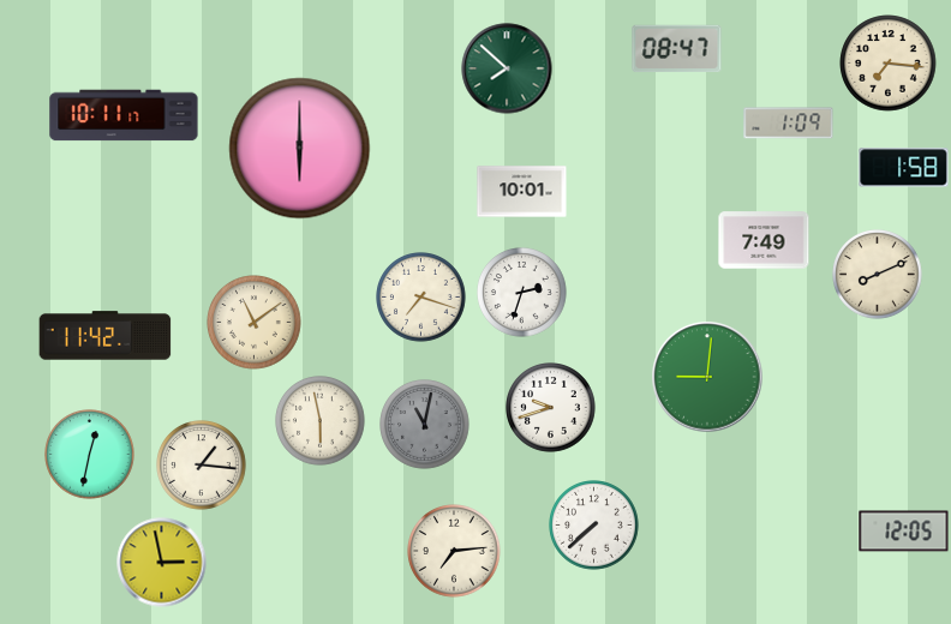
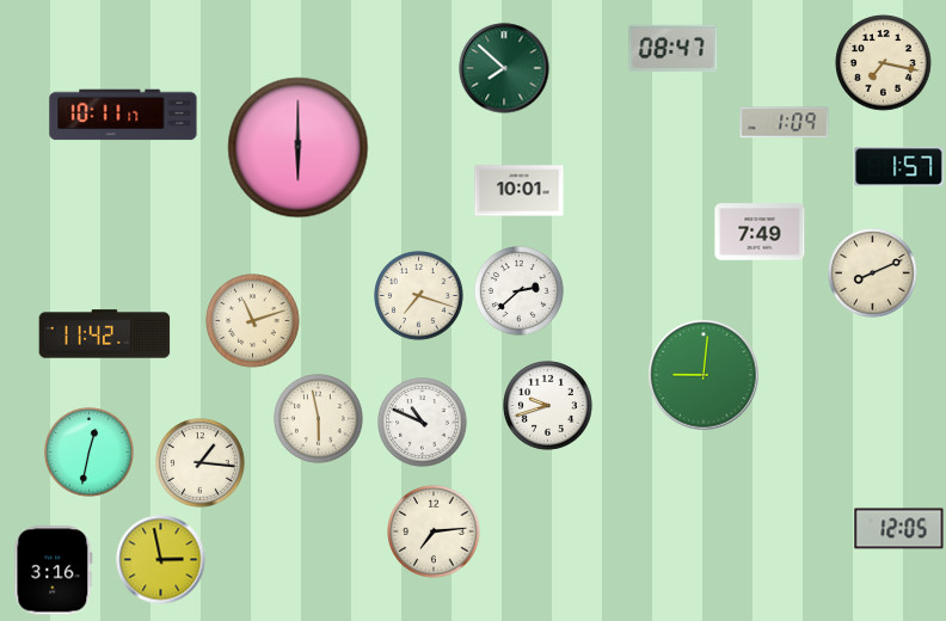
clock at (889, 64): 7:16 -> 7:17
clock at (904, 168): 1:58 -> 1:57
clock at (764, 240) position: (764, 240) -> (760, 232)
clock at (522, 293): 2:33 -> 2:38
clock at (255, 323): 11:09 -> 11:12
clock at (425, 425): 11:02 -> 10:49
clock at (425, 425) dial: grey -> white
clock at (594, 526): 7:38 -> none
clock at (454, 551) position: (454, 551) -> (434, 531)
clock at (54, 571): none -> 3:16
